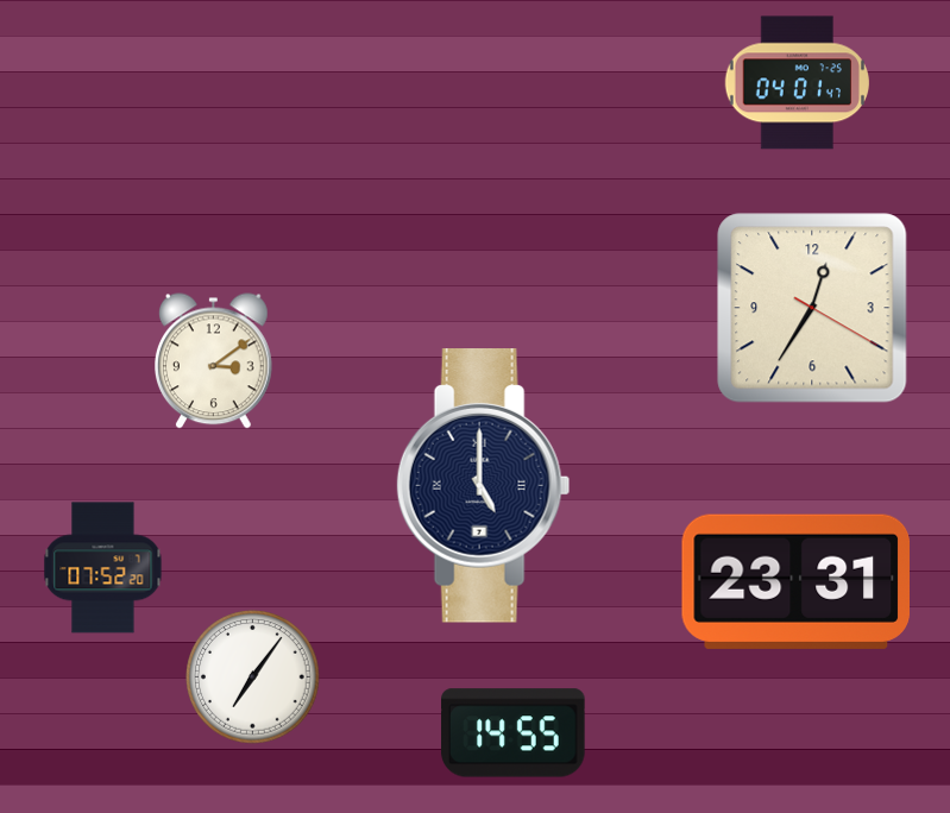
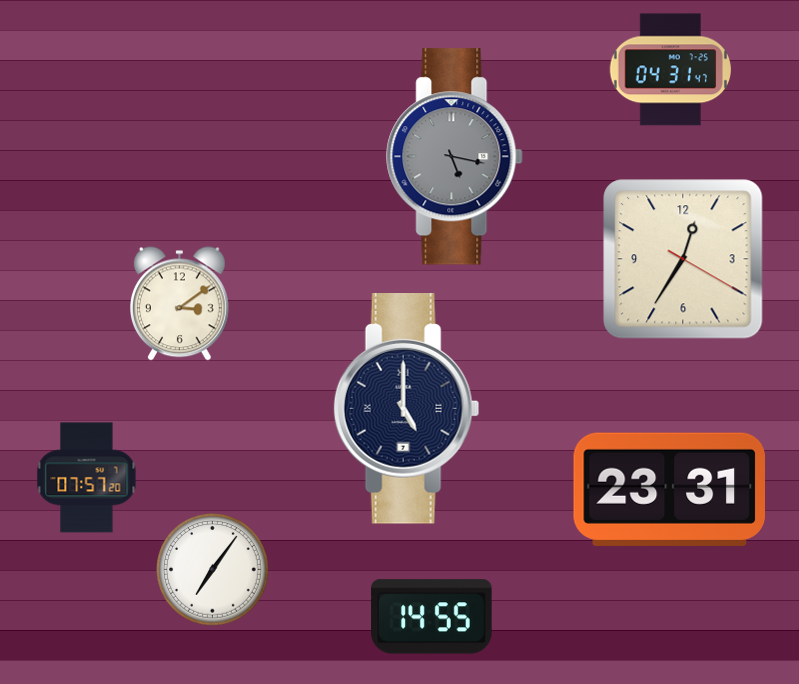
clock at (797, 83): 04:01 -> 04:31
clock at (455, 157): none -> 5:17
clock at (103, 568): 07:52 -> 07:57
